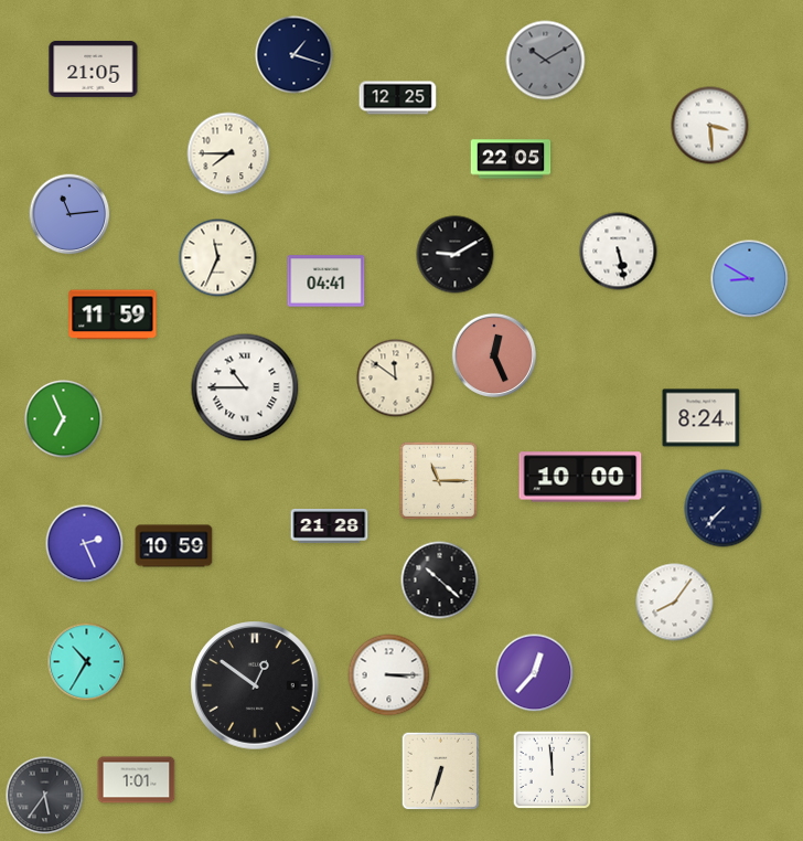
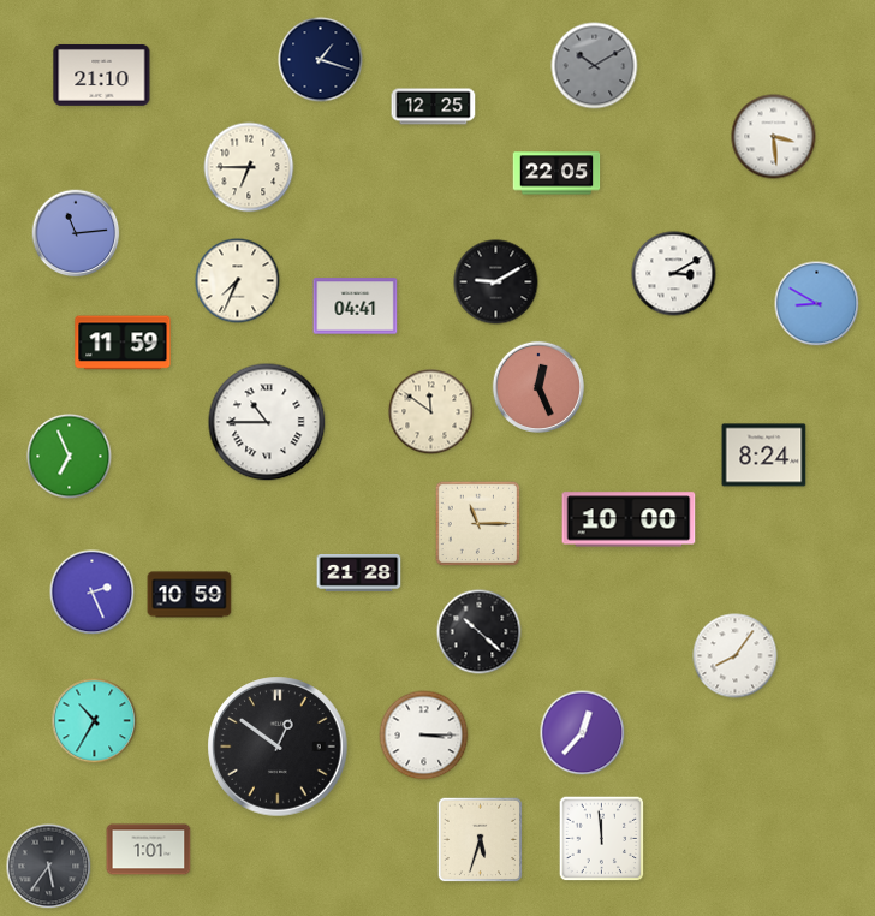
clock at (94, 70): 21:05 -> 21:10
clock at (228, 153): 7:45 -> 6:45
clock at (619, 252): 5:28 -> 3:10
clock at (456, 255) position: (456, 255) -> (496, 282)
clock at (218, 258): 11:34 -> 7:34
clock at (580, 477) position: (580, 477) -> (629, 519)
clock at (724, 509): 7:37 -> none
clock at (441, 771): 6:33 -> 5:33
